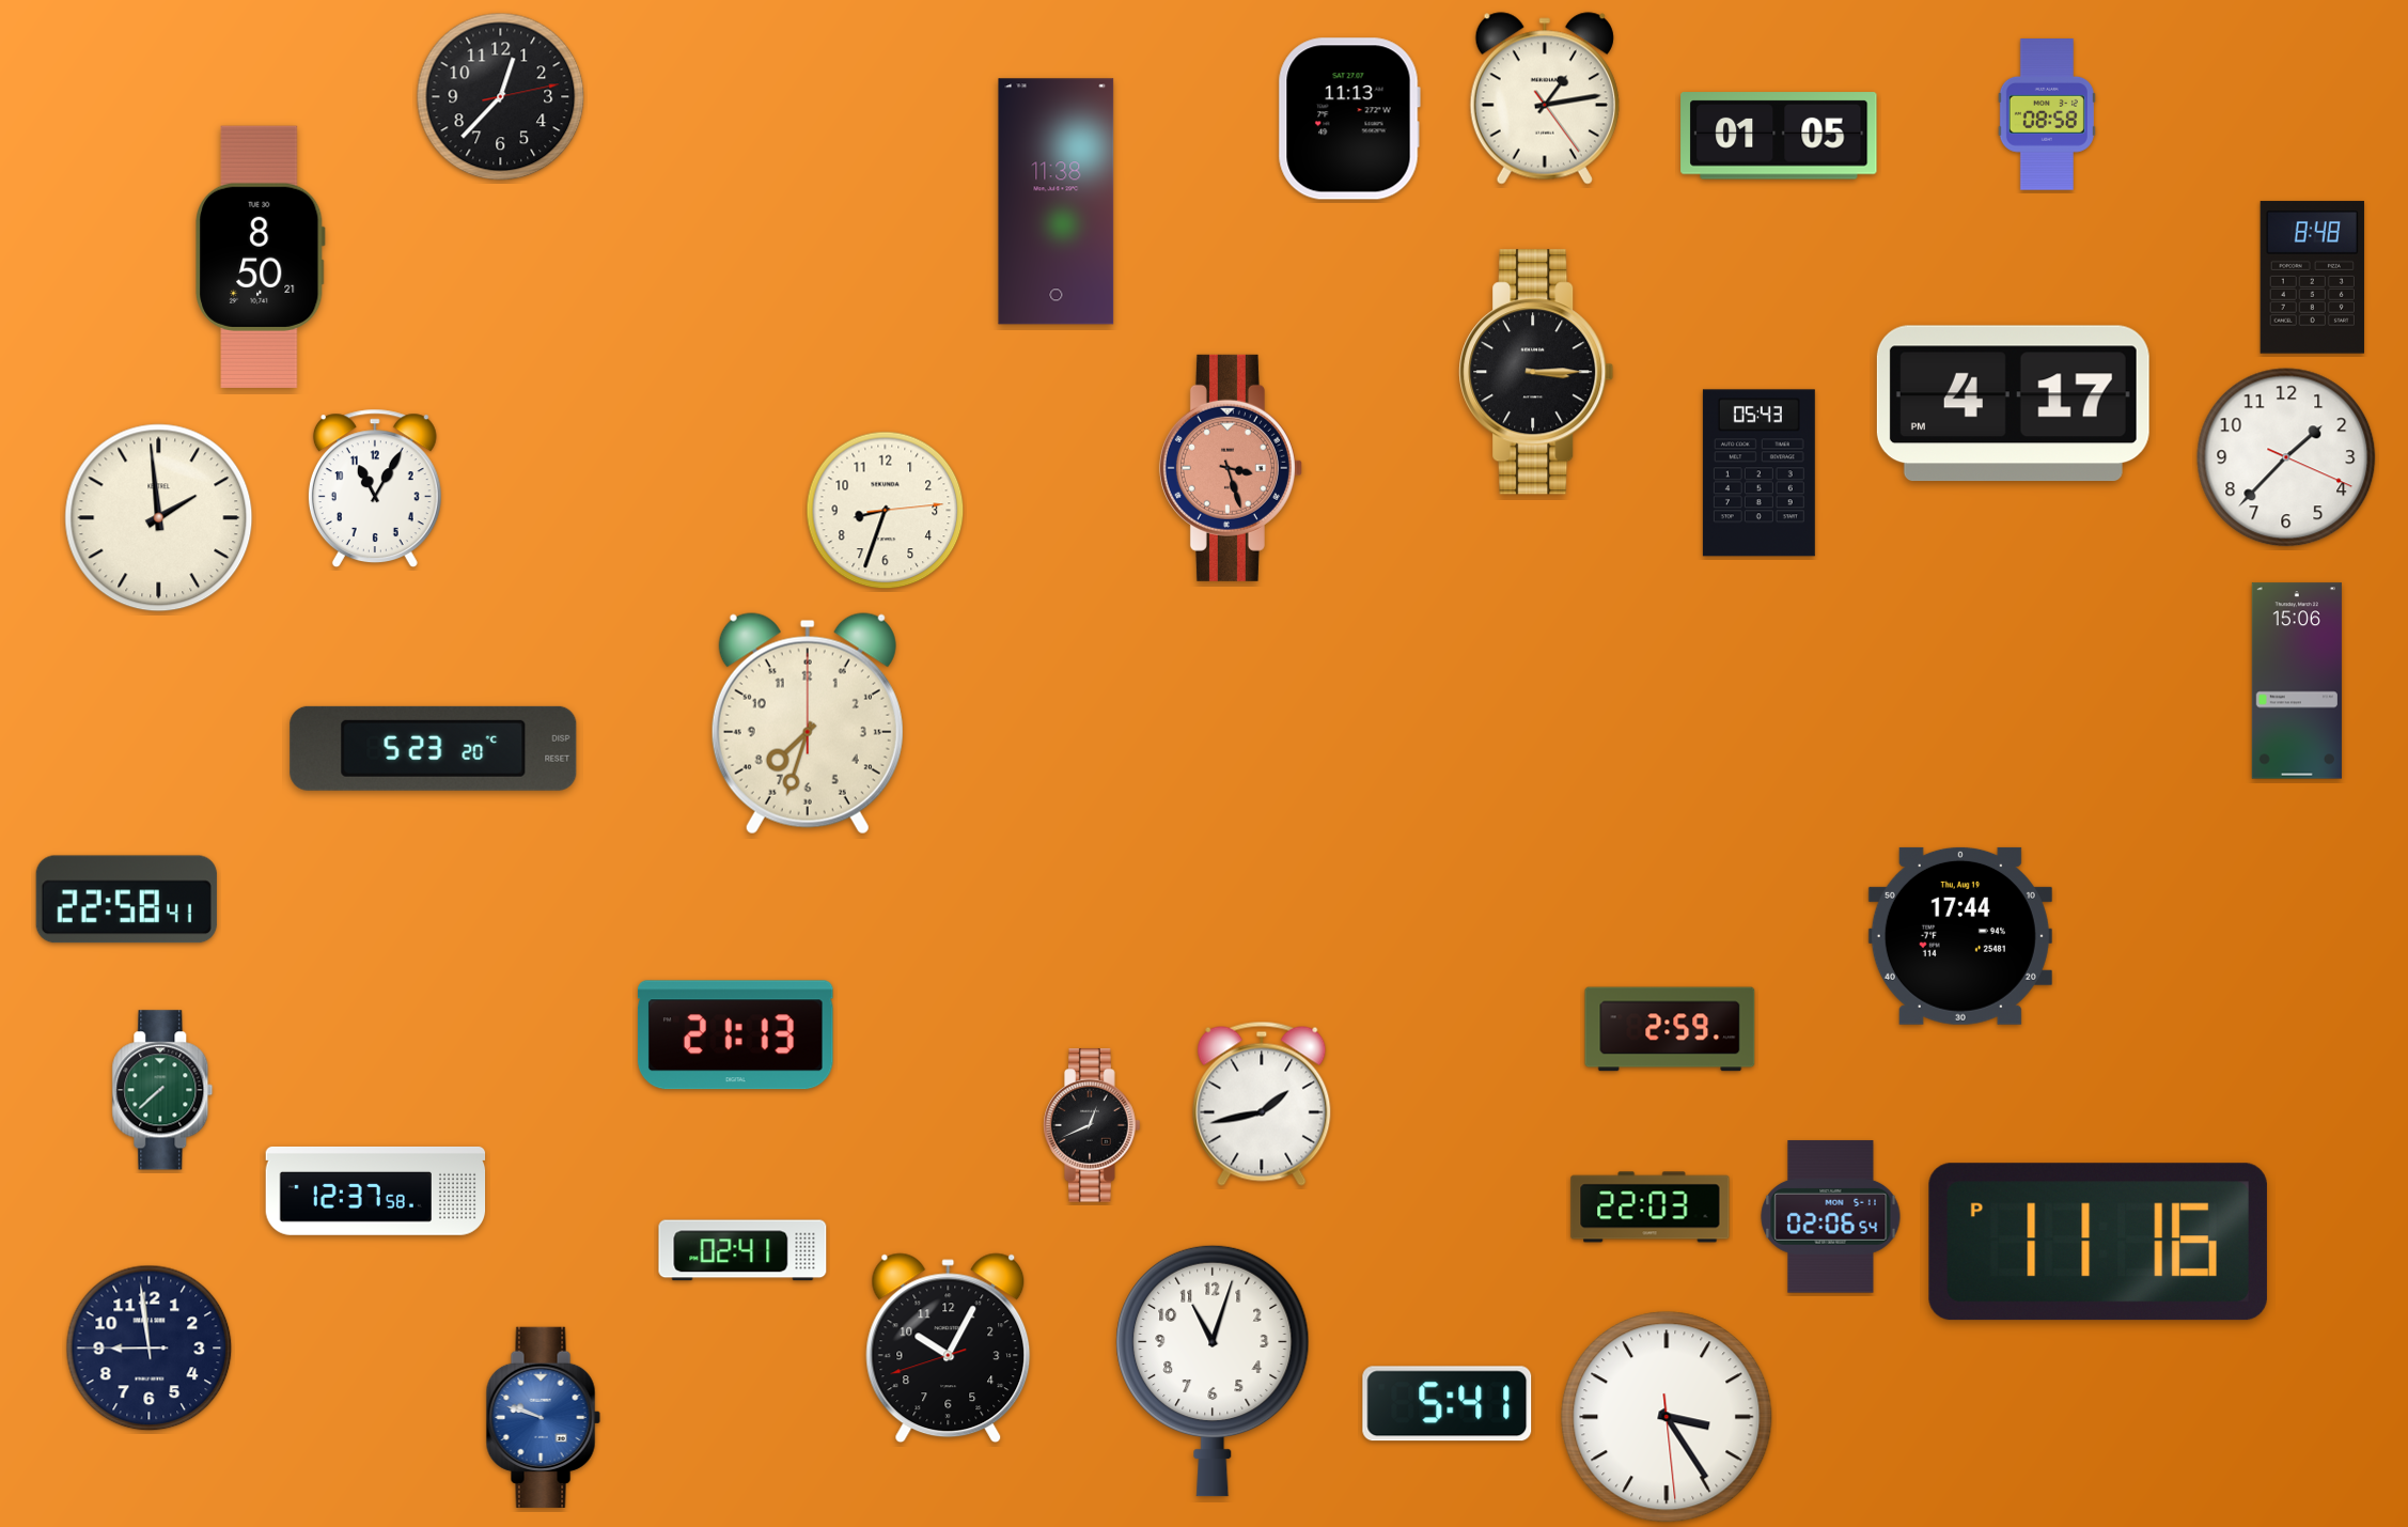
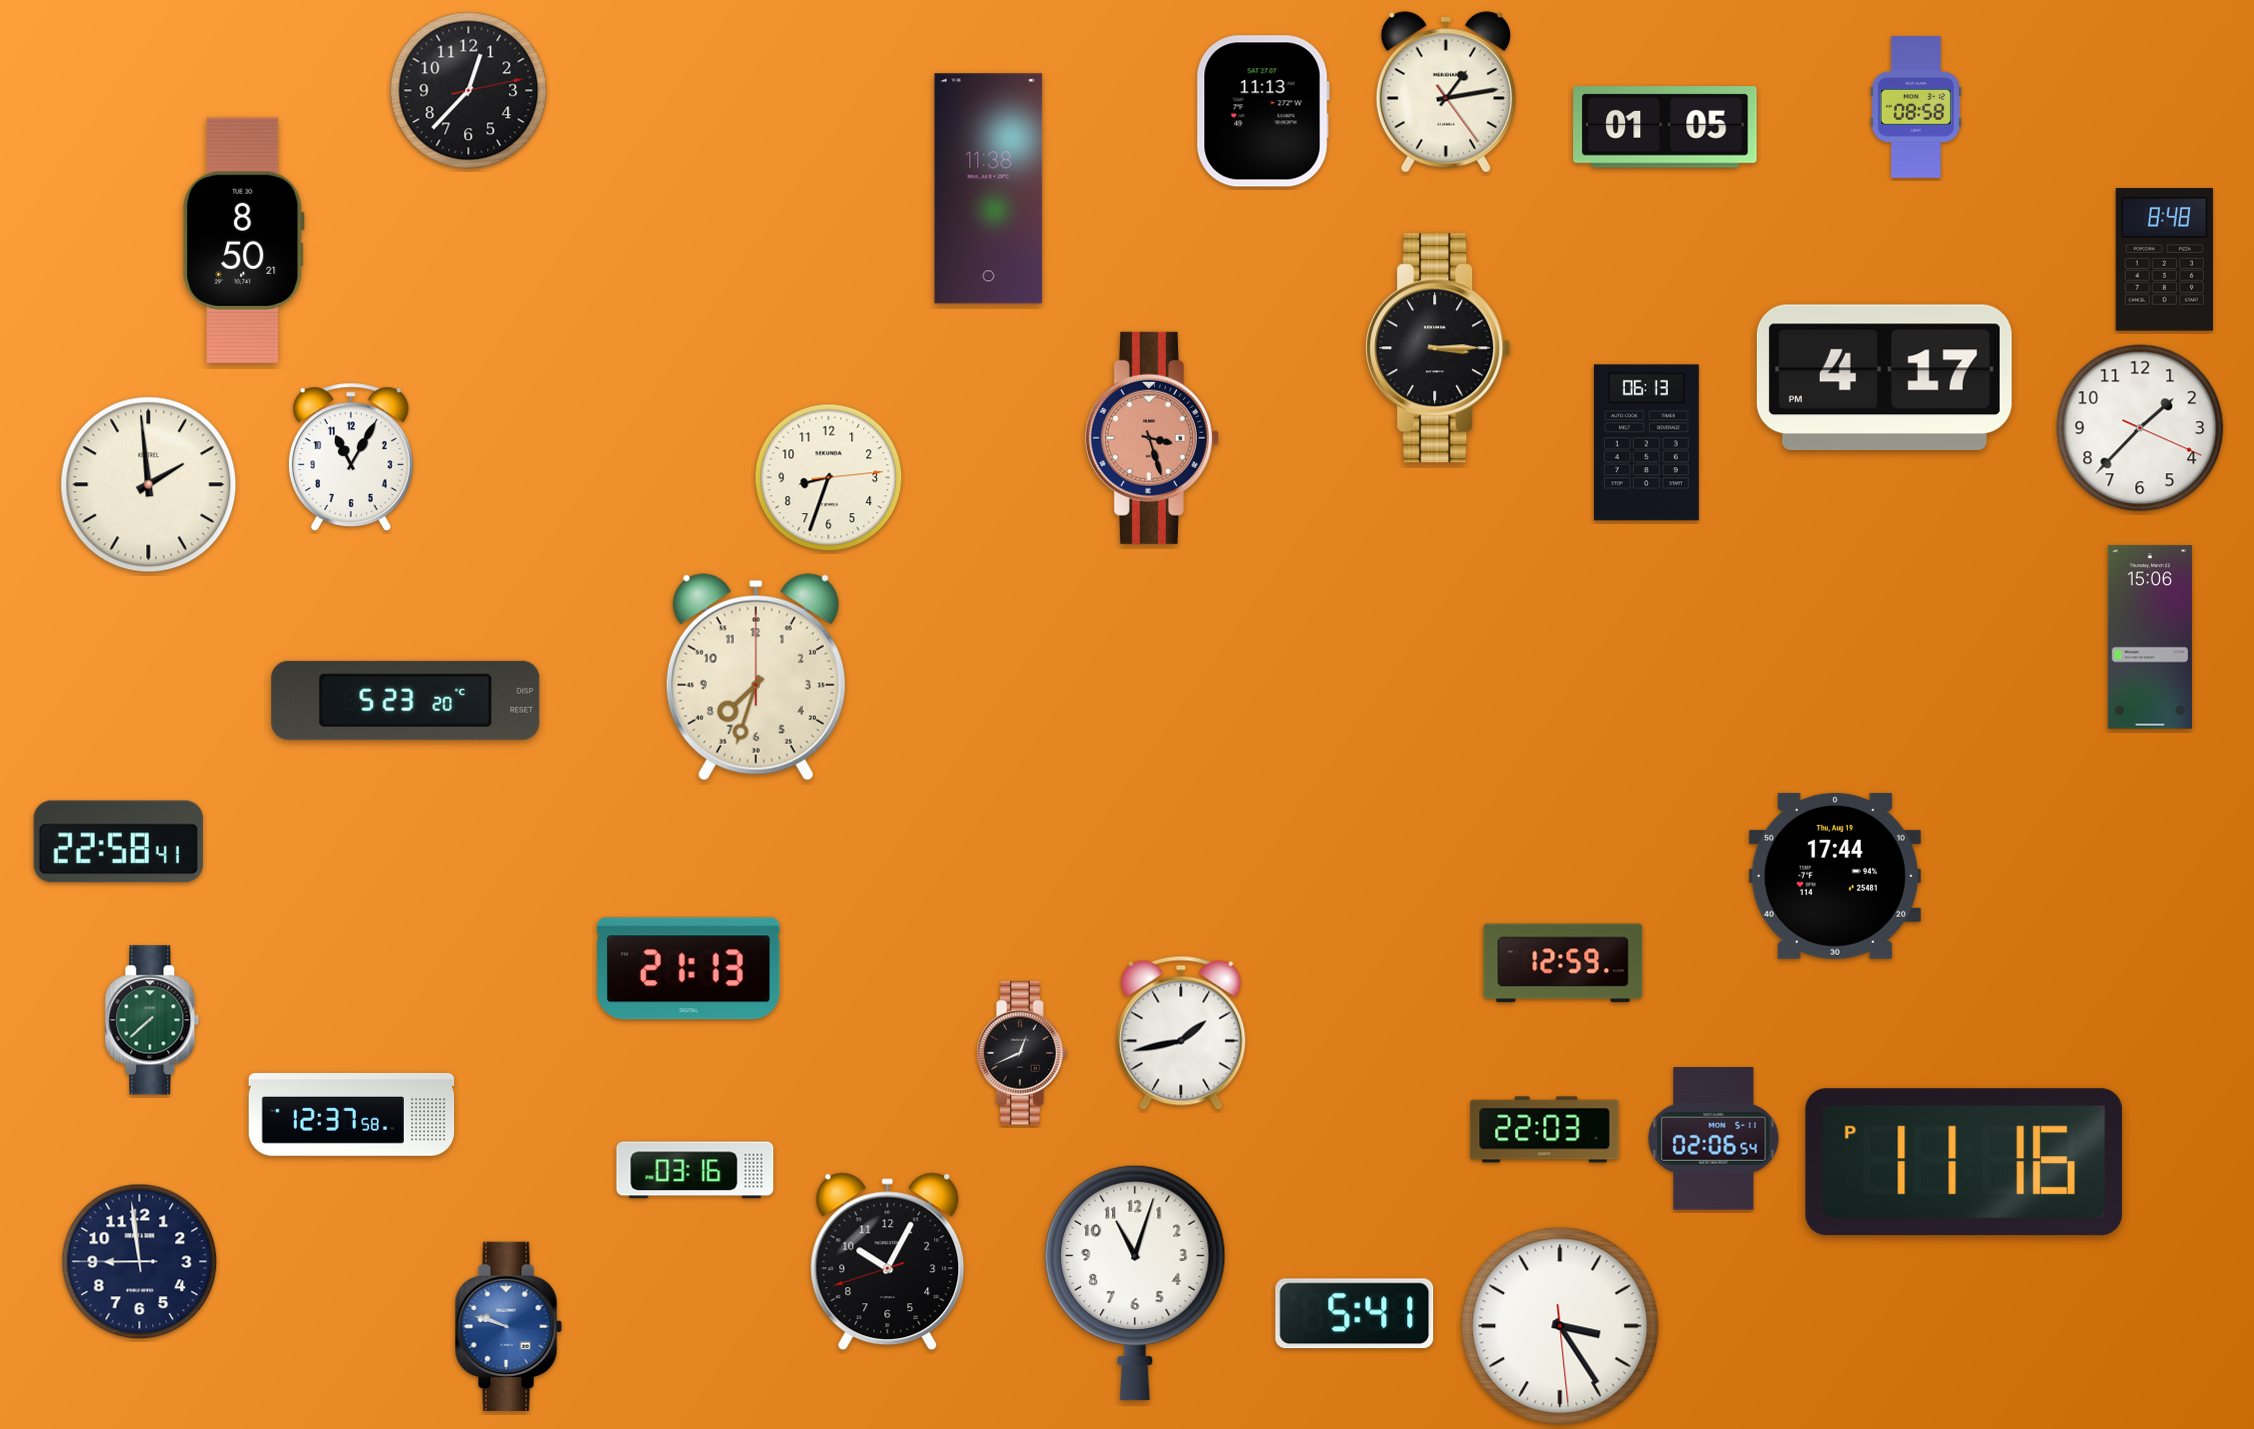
clock at (1758, 473): 05:43 -> 06:13
clock at (1670, 1029): 2:59 -> 12:59
clock at (742, 1250): 02:41 -> 03:16
